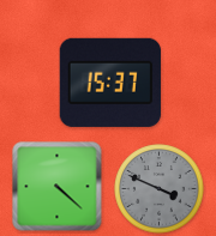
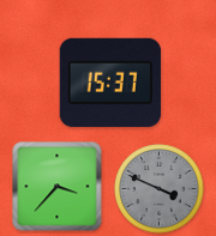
clock at (58, 187): 4:22 -> 3:37
